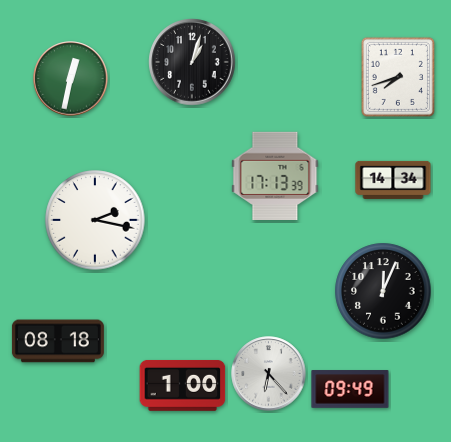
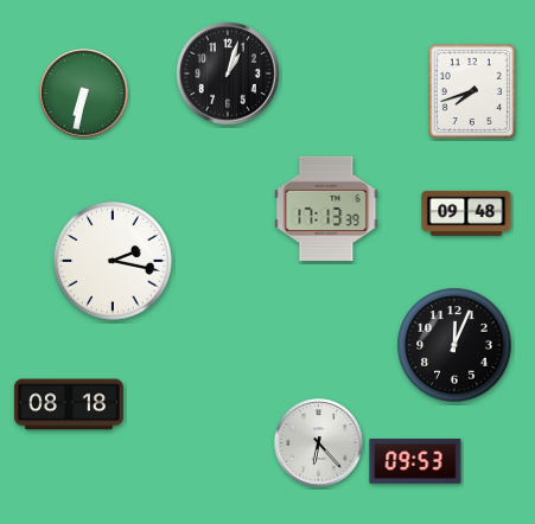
clock at (71, 79): 12:32 -> 6:32
clock at (393, 180): 14:34 -> 09:48
clock at (183, 385): 1:00 -> none
clock at (350, 389): 09:49 -> 09:53
